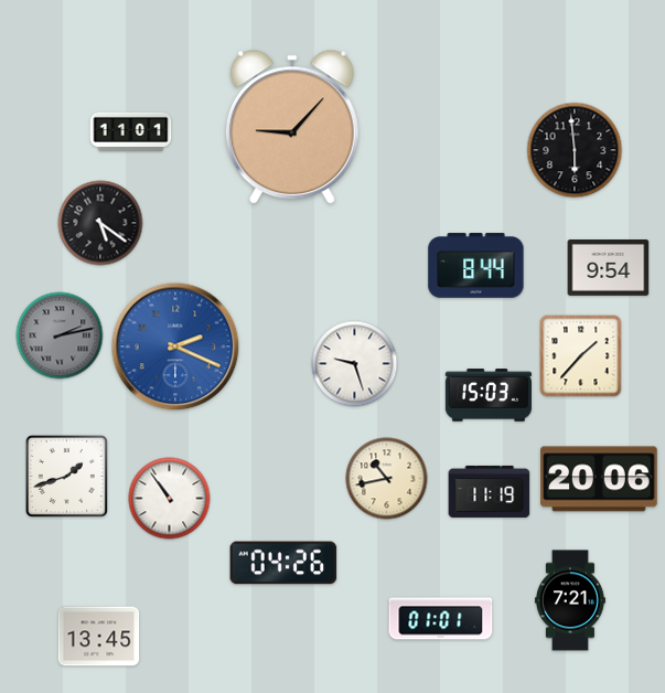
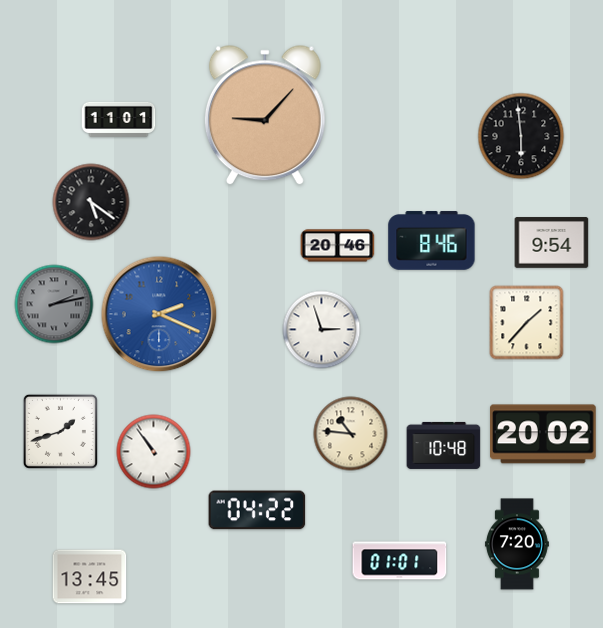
clock at (476, 266): 8:44 -> 8:46
clock at (338, 246): none -> 20:46
clock at (355, 364): 9:27 -> 2:57
clock at (489, 395): 15:03 -> none
clock at (387, 479): 10:43 -> 10:46
clock at (599, 479): 20:06 -> 20:02
clock at (490, 491): 11:19 -> 10:48
clock at (283, 563): 04:26 -> 04:22
clock at (570, 600): 7:21 -> 7:20
